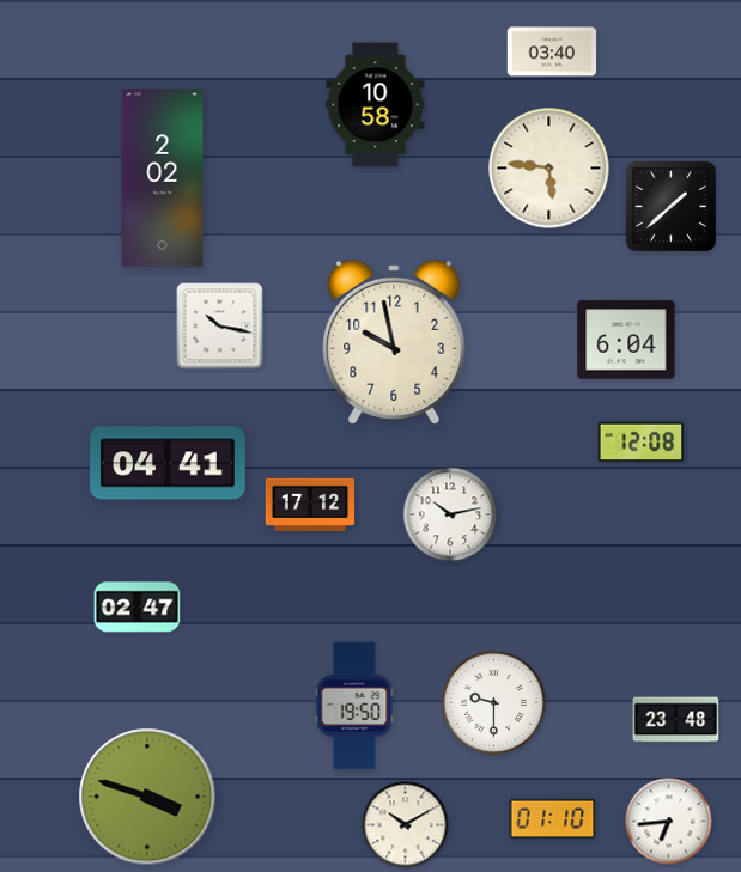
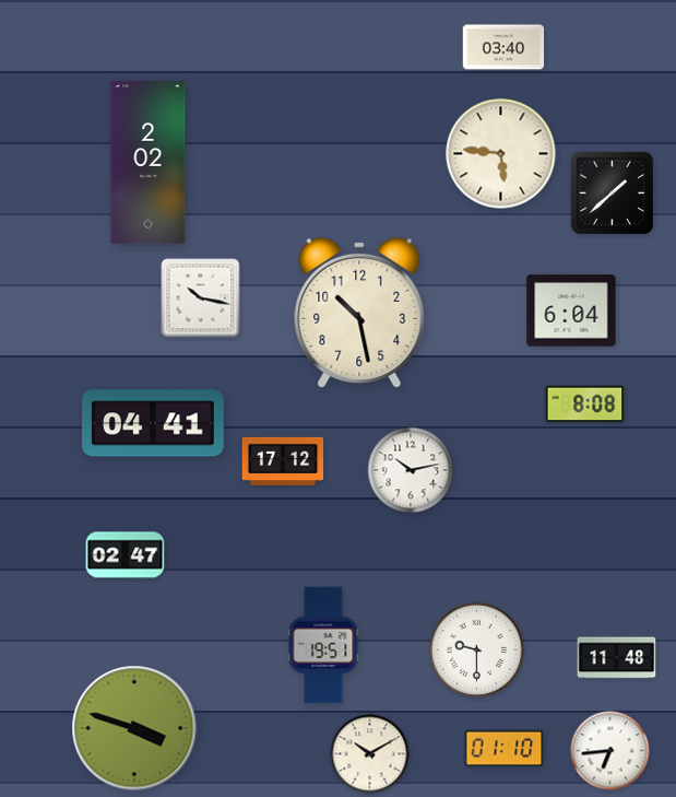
clock at (376, 105): 10:58 -> none
clock at (670, 206) position: (670, 206) -> (612, 192)
clock at (394, 341): 9:58 -> 10:28
clock at (642, 443): 12:08 -> 8:08
clock at (494, 703) position: (494, 703) -> (477, 651)
clock at (354, 706): 19:50 -> 19:51
clock at (676, 720): 23:48 -> 11:48
